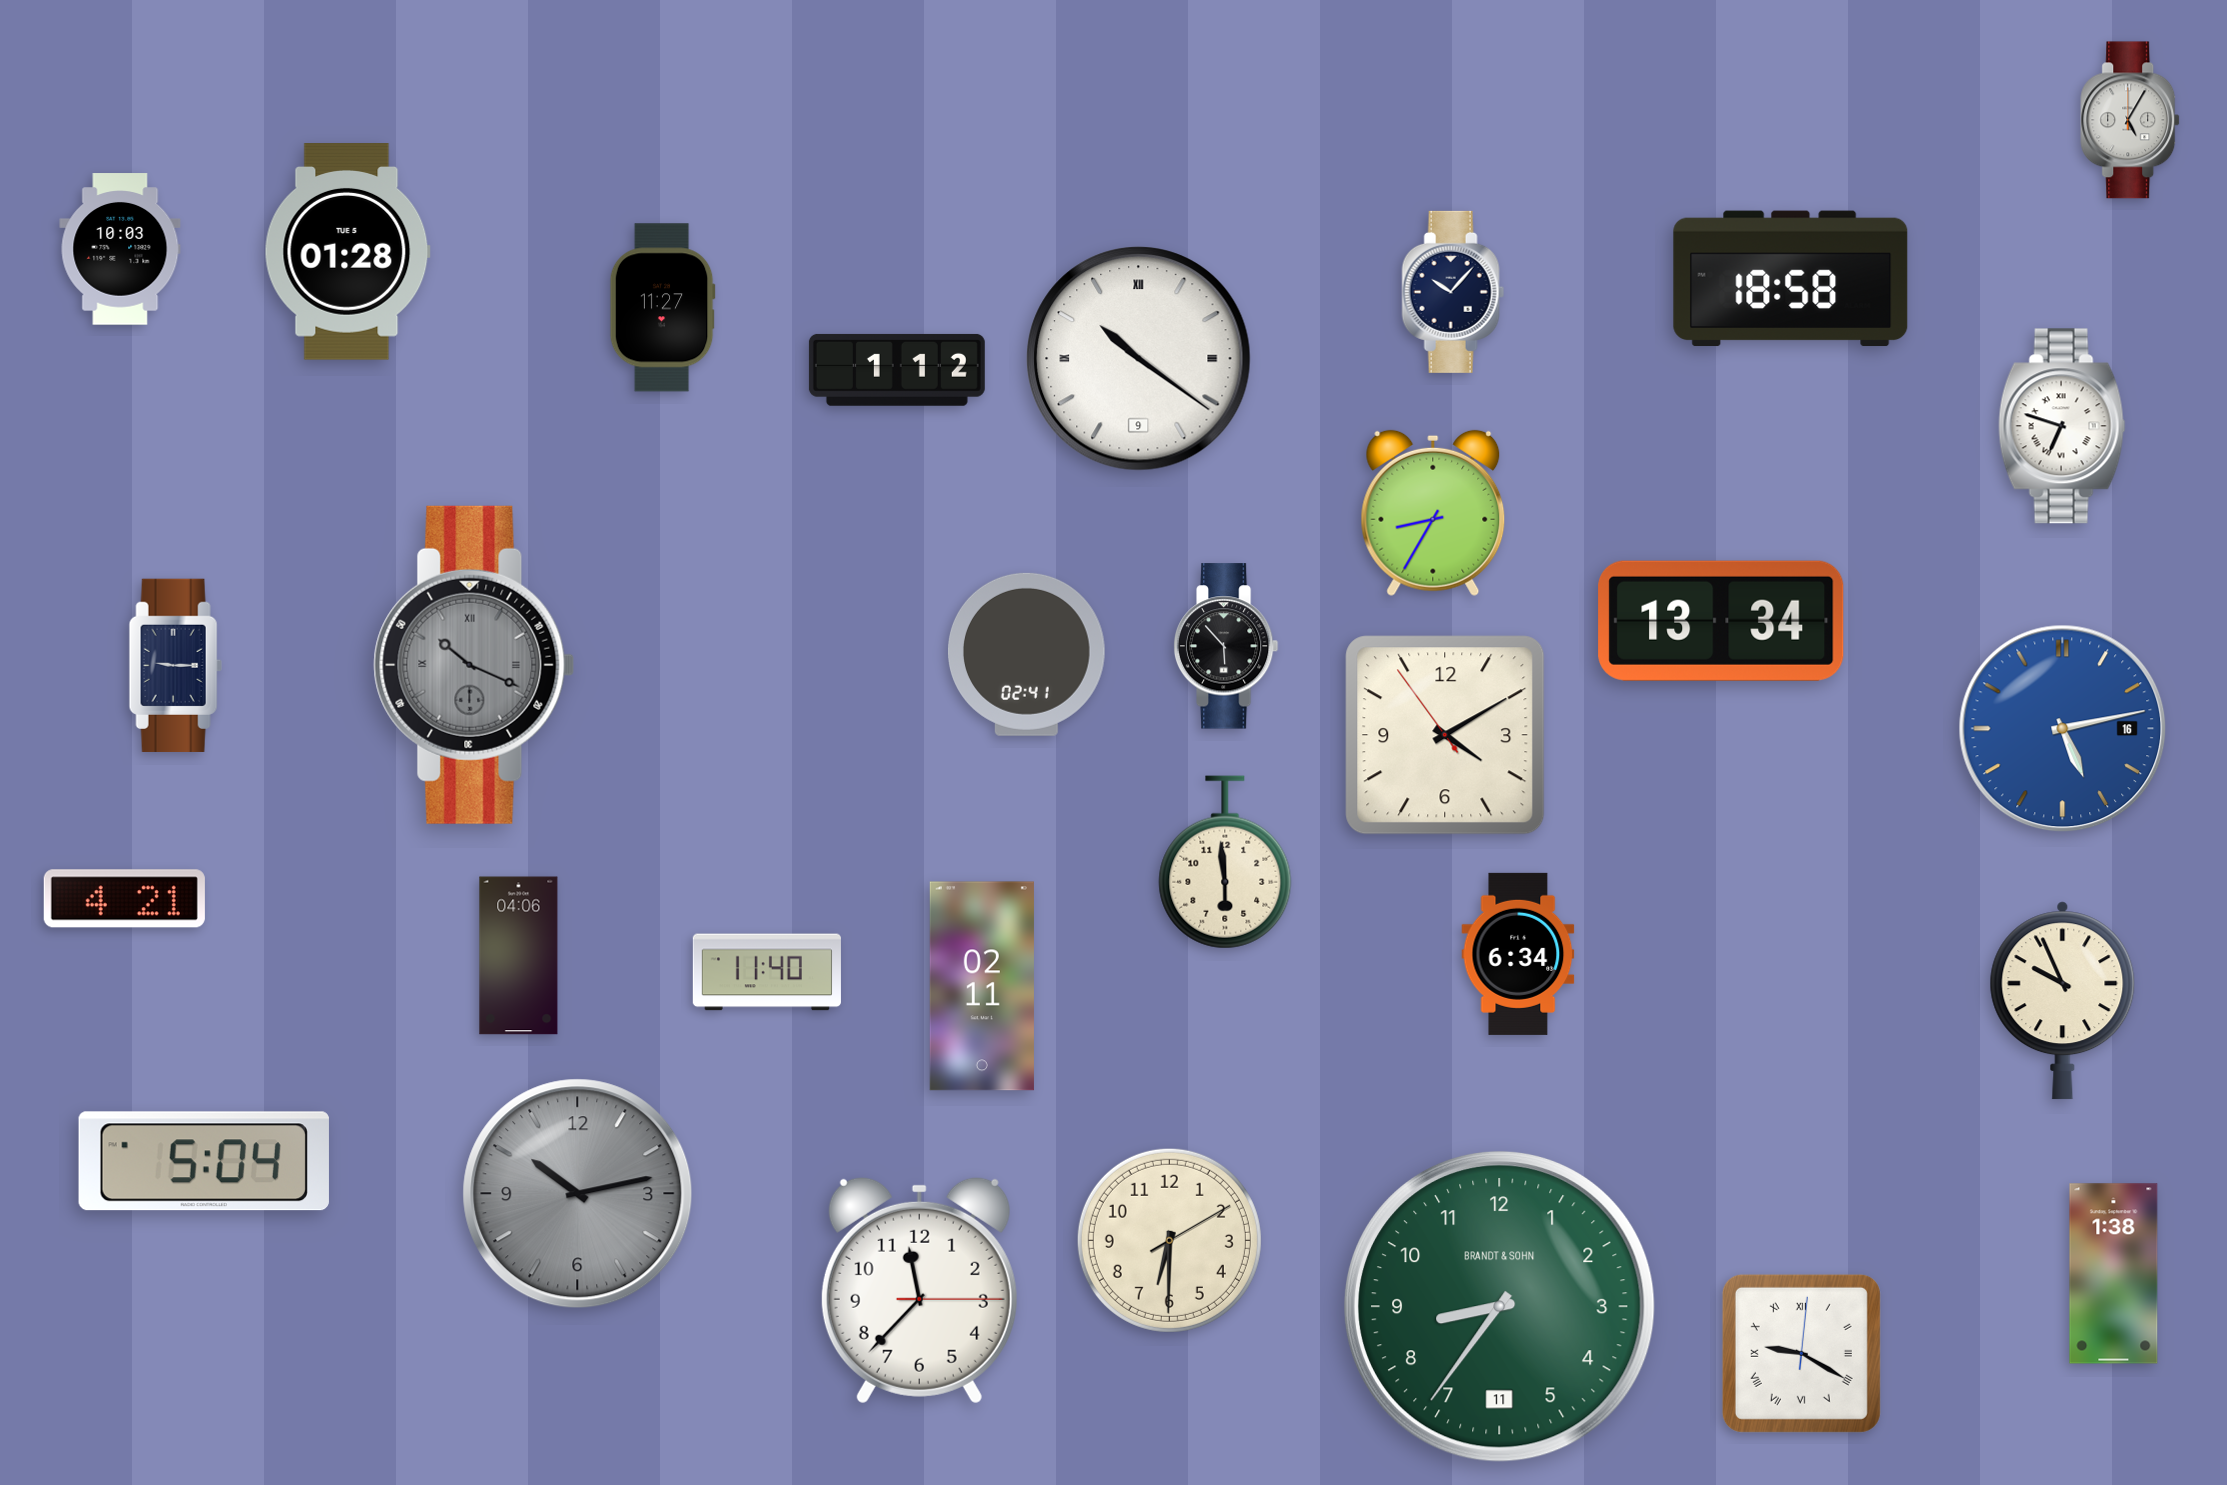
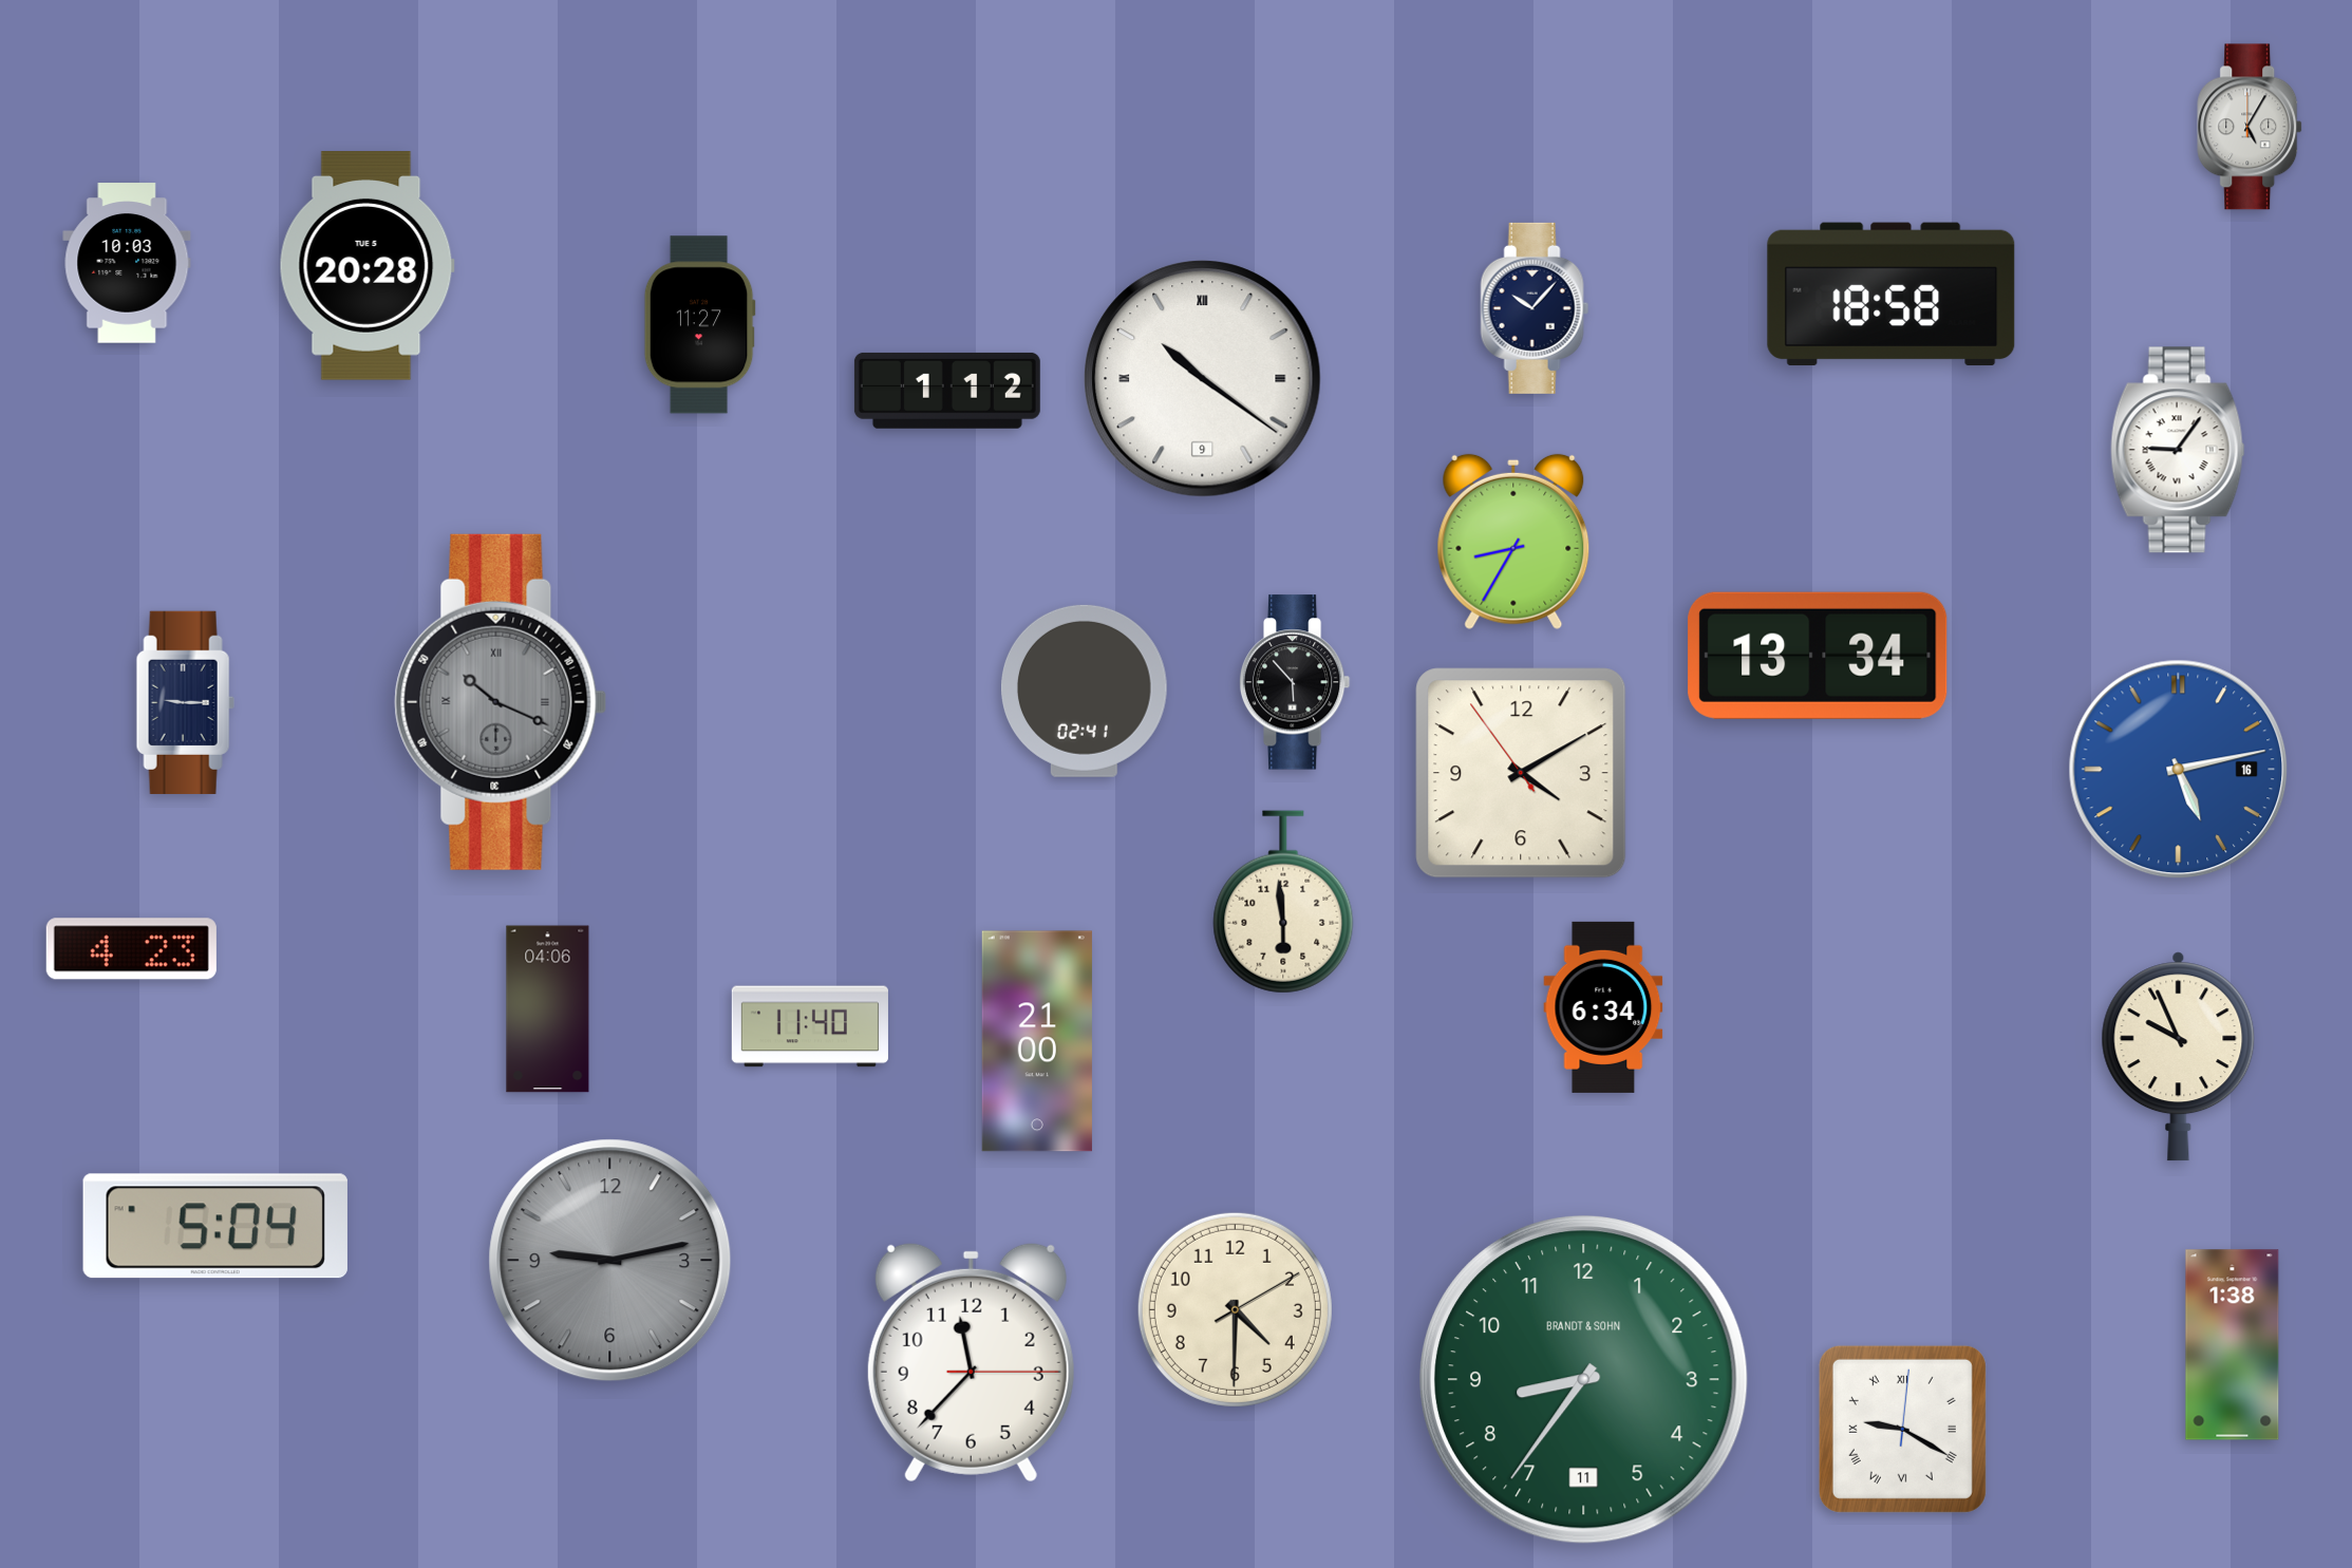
clock at (347, 252): 01:28 -> 20:28
clock at (2062, 426): 6:48 -> 9:06
clock at (1445, 735) position: (1445, 735) -> (1521, 773)
clock at (1225, 862) position: (1225, 862) -> (1283, 902)
clock at (124, 899): 4:21 -> 4:23
clock at (982, 986): 02:11 -> 21:00
clock at (578, 1194): 10:13 -> 9:13
clock at (1169, 1240): 6:30 -> 4:30
